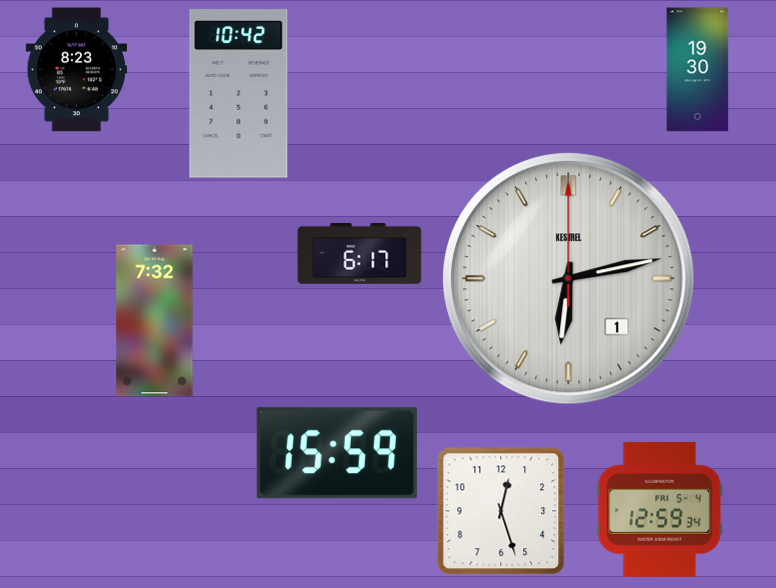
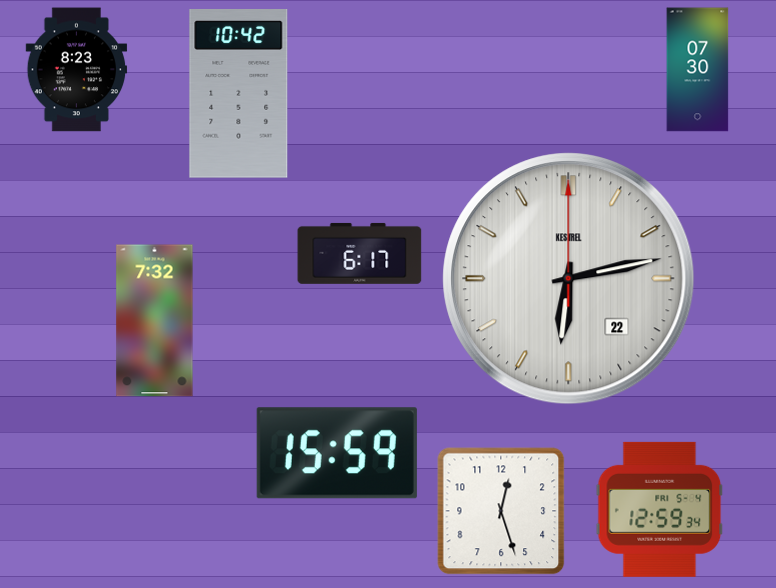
clock at (698, 70): 19:30 -> 07:30
clock at (569, 279) date: 1 -> 22
